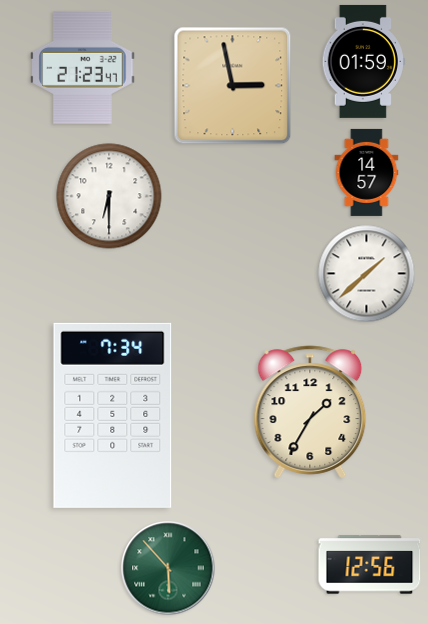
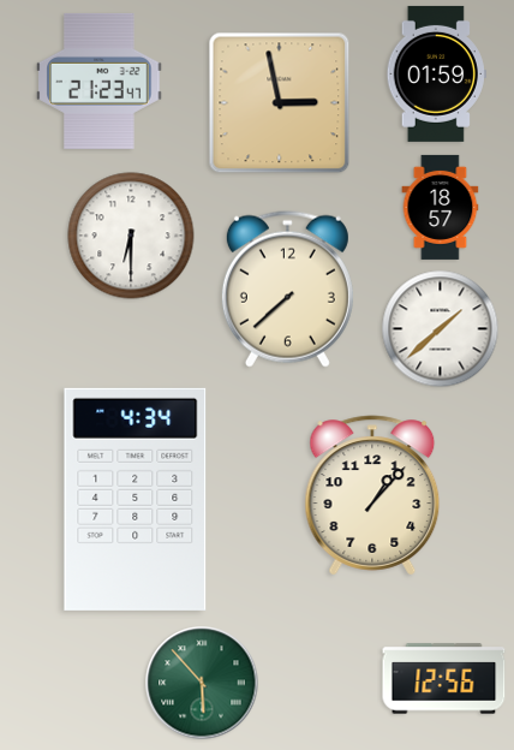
clock at (367, 172): 14:57 -> 18:57
clock at (287, 288): none -> 7:38
clock at (310, 412): 1:35 -> 1:07
clock at (113, 415): 7:34 -> 4:34
